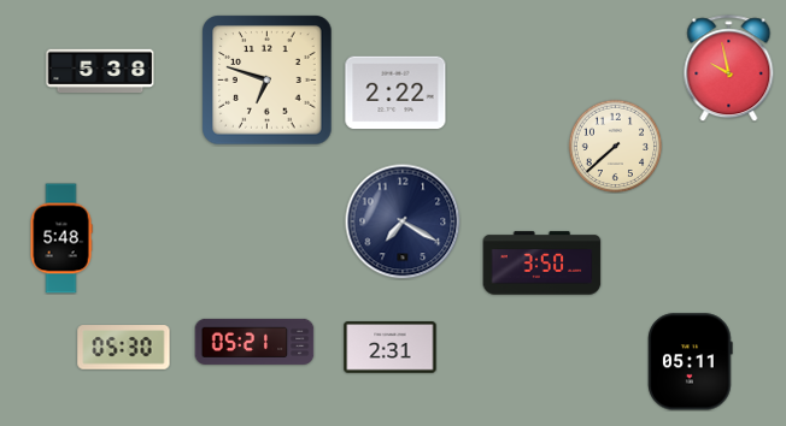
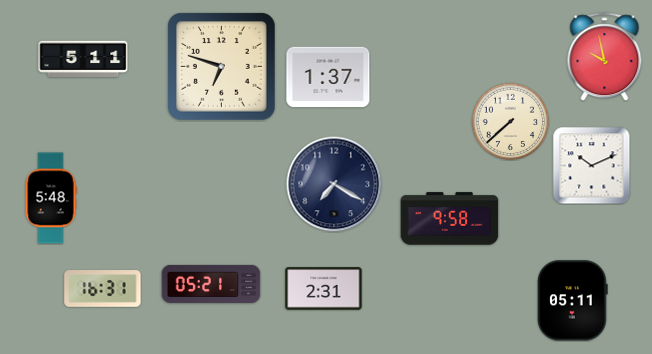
clock at (100, 71): 5:38 -> 5:11
clock at (395, 93): 2:22 -> 1:37
clock at (591, 165): none -> 10:11
clock at (542, 264): 3:50 -> 9:58
clock at (124, 348): 05:30 -> 16:31
